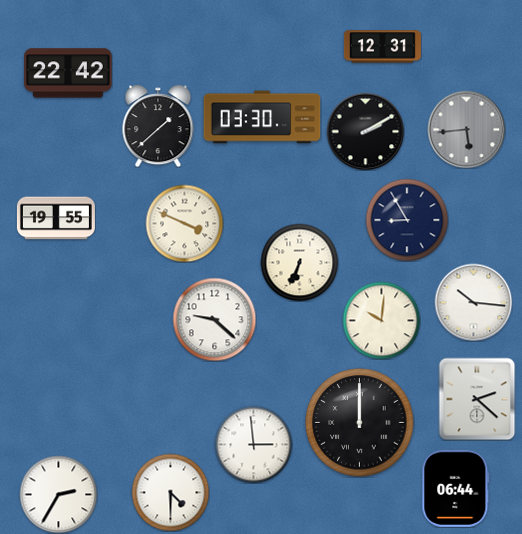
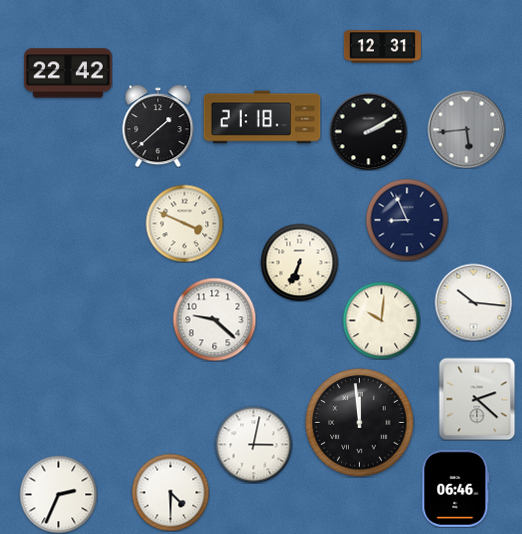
clock at (262, 117): 03:30 -> 21:18
clock at (365, 131) position: (365, 131) -> (368, 131)
clock at (56, 218): 19:55 -> none
clock at (407, 220): 8:55 -> 8:56
clock at (360, 423): 12:00 -> 11:59
clock at (253, 444): 2:59 -> 3:02
clock at (456, 488): 06:44 -> 06:46
clock at (58, 494): 2:35 -> 2:34
